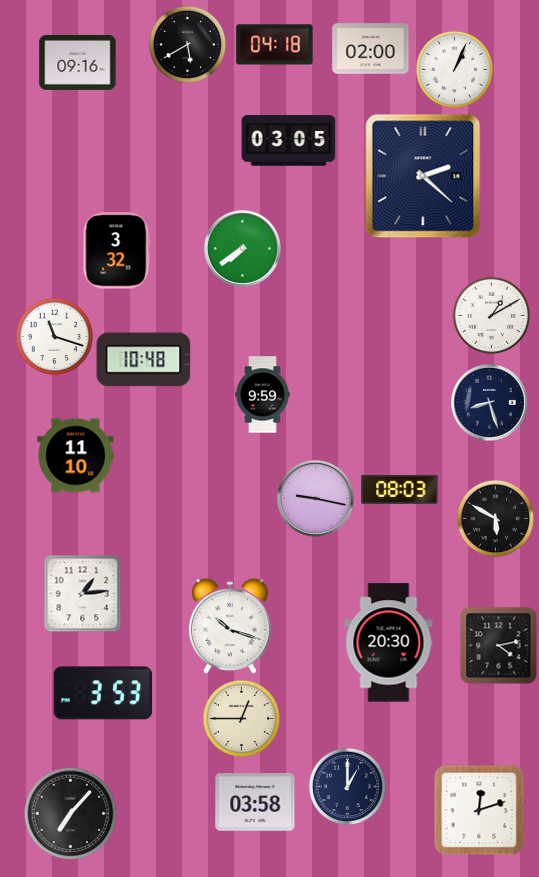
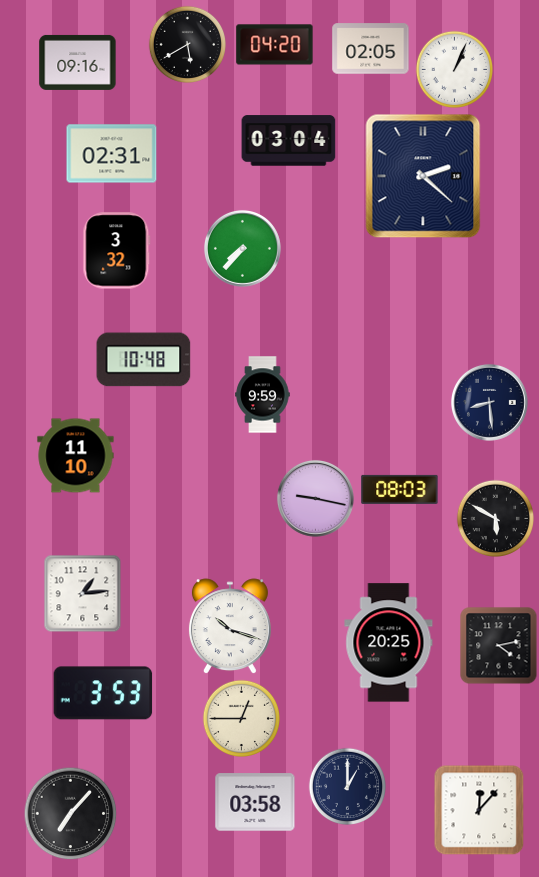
clock at (275, 45): 04:18 -> 04:20
clock at (371, 49): 02:00 -> 02:05
clock at (289, 141): 03:05 -> 03:04
clock at (112, 154): none -> 02:31
clock at (242, 248): 7:39 -> 7:37
clock at (491, 315): 1:10 -> none
clock at (54, 336): 11:18 -> none
clock at (489, 402): 8:27 -> 8:29
clock at (389, 643): 20:30 -> 20:25
clock at (479, 810): 12:12 -> 12:07
